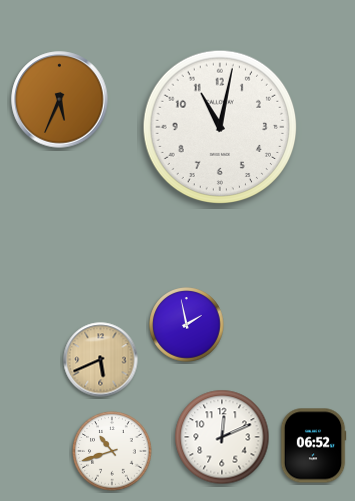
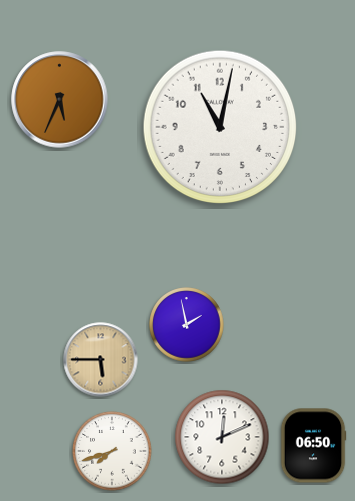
clock at (101, 360): 5:41 -> 5:45
clock at (313, 446): 06:52 -> 06:50
clock at (112, 451): 10:42 -> 7:42
